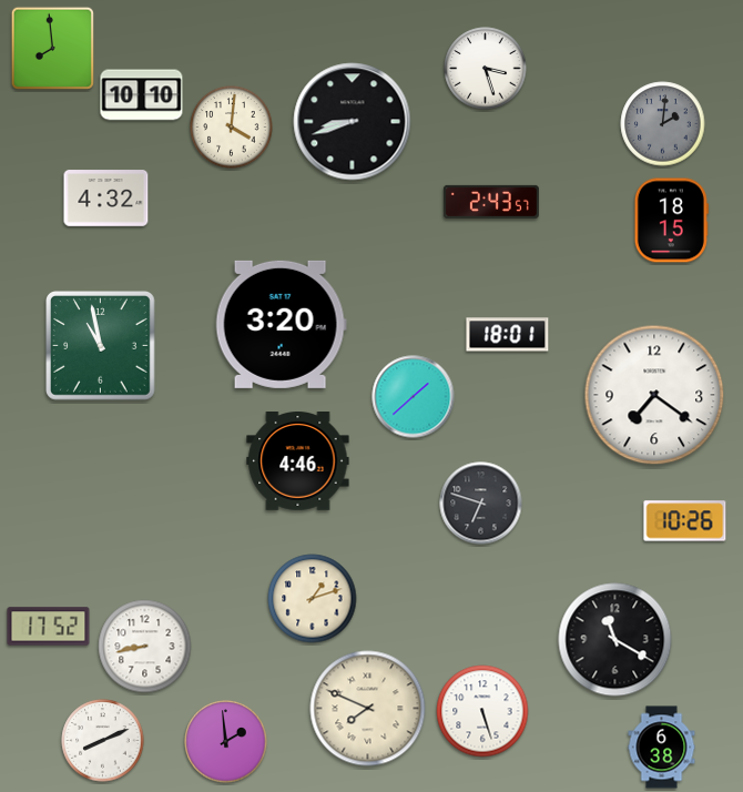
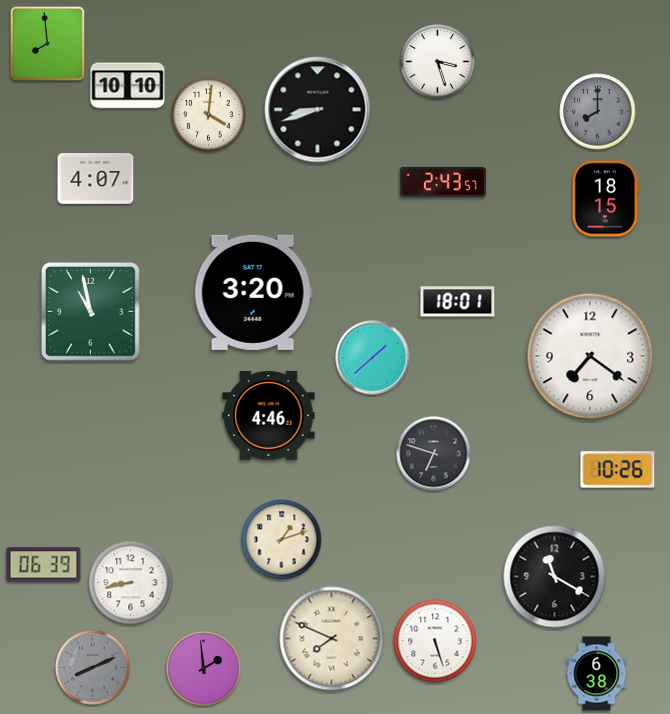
clock at (663, 124): 2:01 -> 8:00
clock at (106, 199): 4:32 -> 4:07
clock at (49, 627): 17:52 -> 06:39
clock at (103, 741) dial: white -> grey
